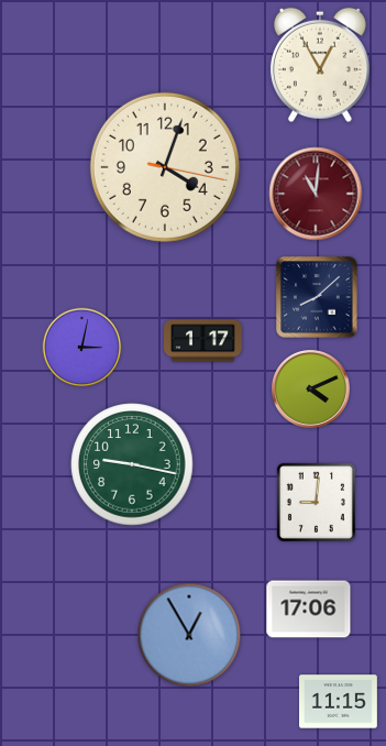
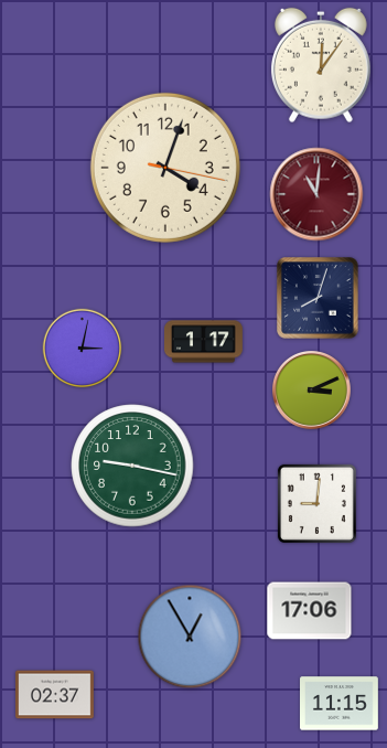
clock at (320, 65): 12:55 -> 12:06
clock at (317, 297): 8:08 -> 8:03
clock at (311, 390): 4:11 -> 3:11
clock at (55, 695): none -> 02:37
